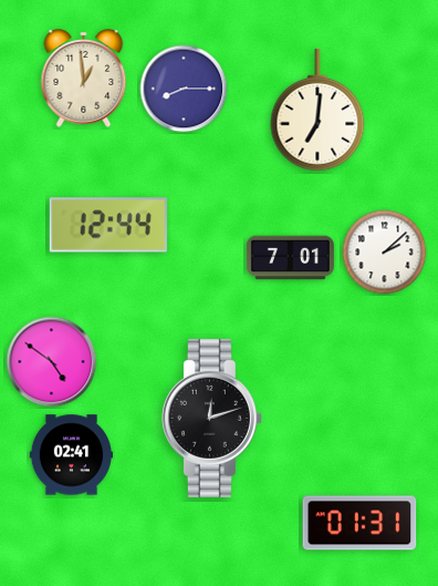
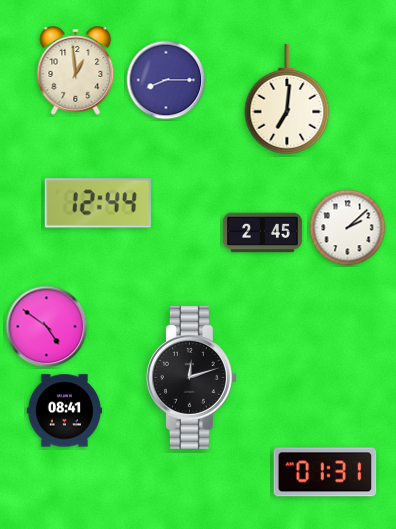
clock at (290, 258): 7:01 -> 2:45
clock at (71, 455): 02:41 -> 08:41
